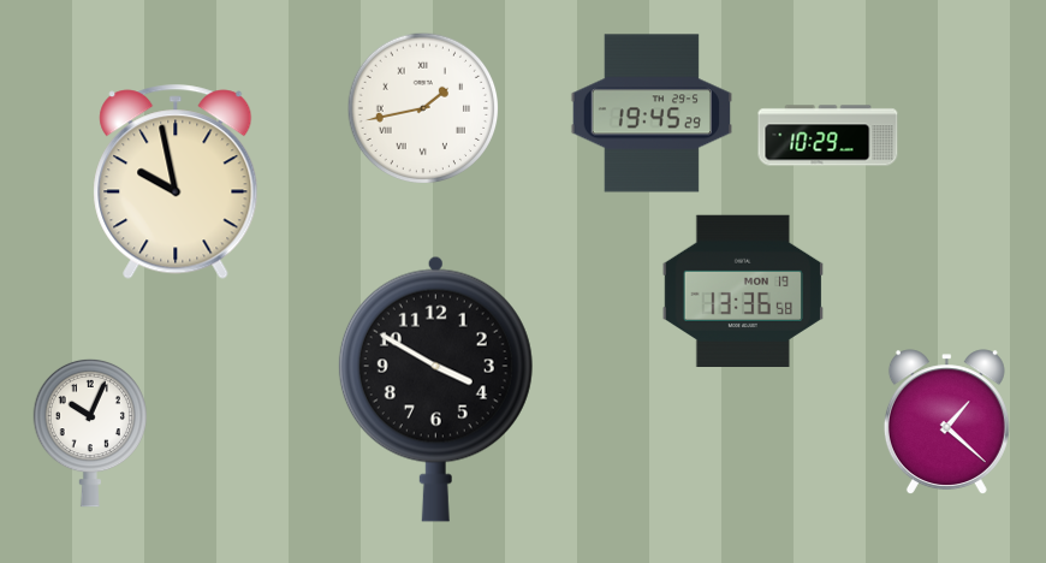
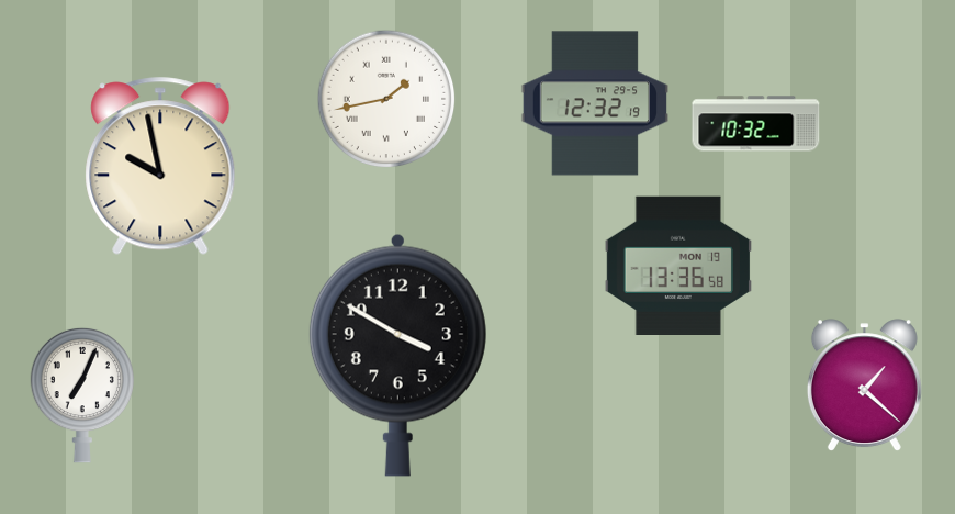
clock at (650, 113): 19:45 -> 12:32
clock at (828, 136): 10:29 -> 10:32
clock at (90, 433): 10:04 -> 7:04
